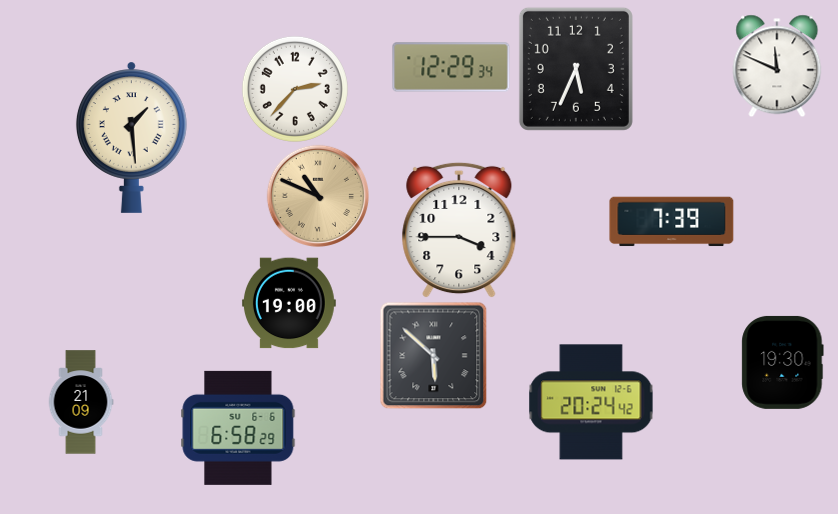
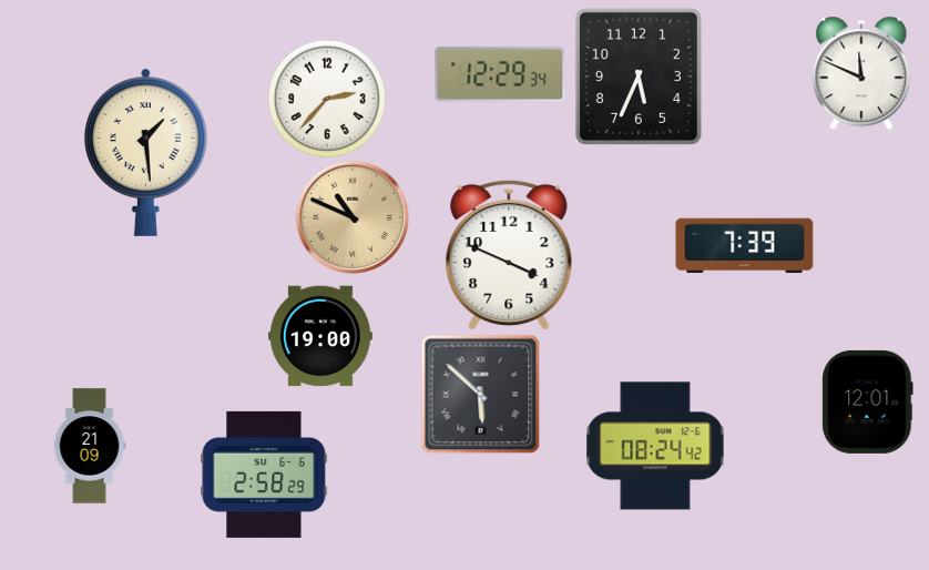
clock at (459, 230): 3:45 -> 3:49
clock at (783, 362): 19:30 -> 12:01
clock at (591, 402): 20:24 -> 08:24
clock at (238, 428): 6:58 -> 2:58
